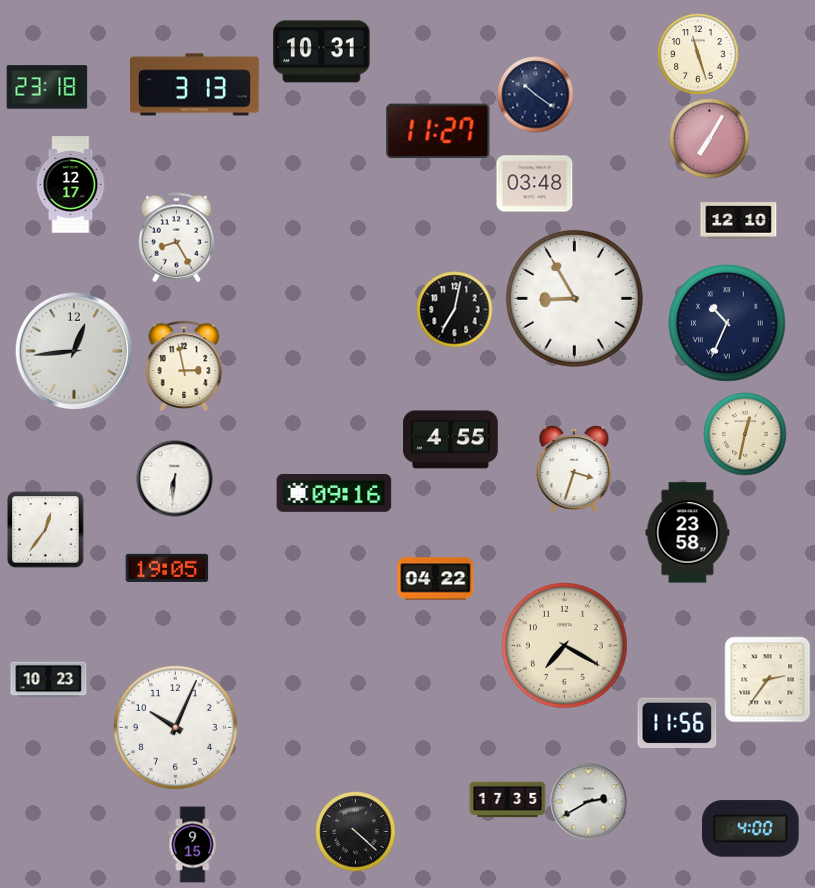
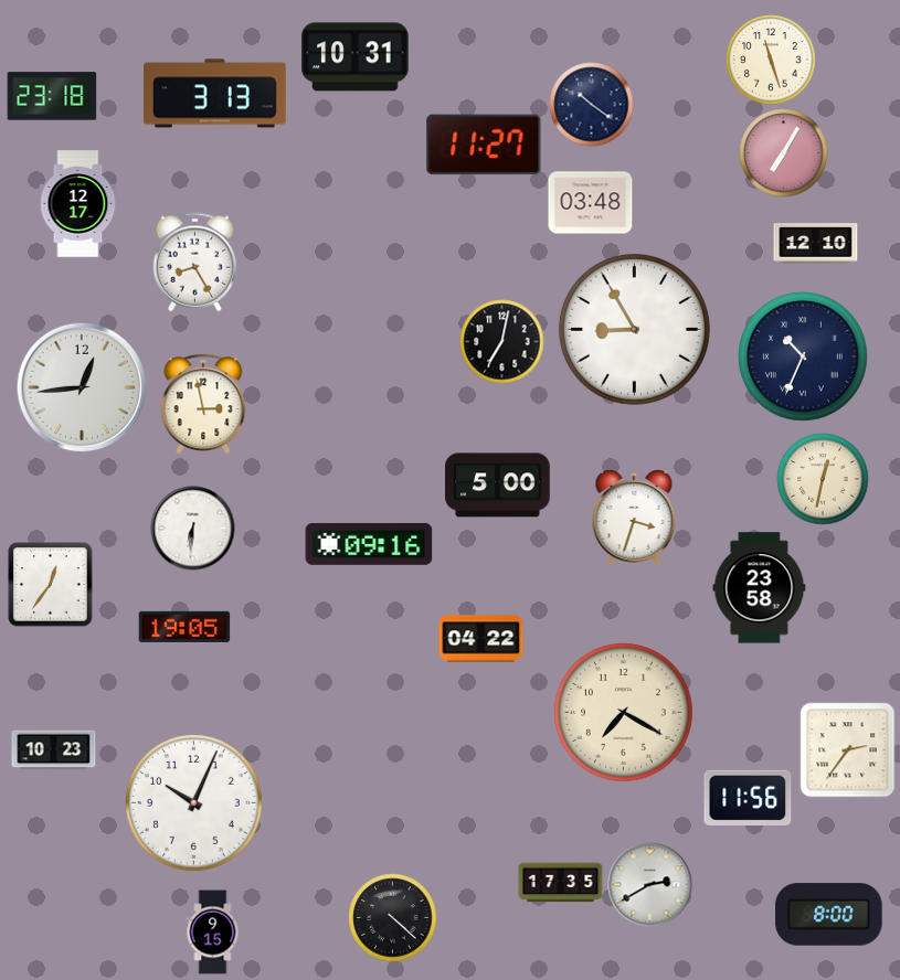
clock at (451, 440): 4:55 -> 5:00
clock at (751, 829): 4:00 -> 8:00
